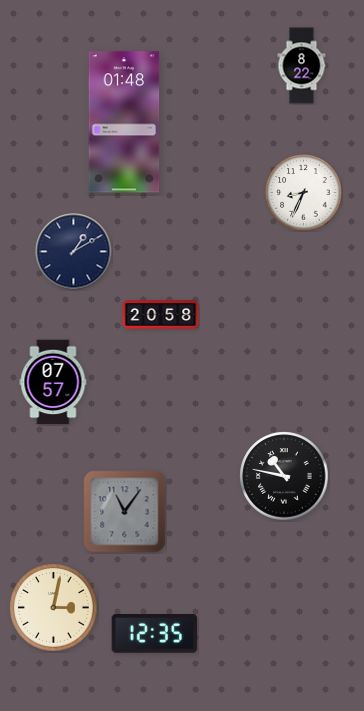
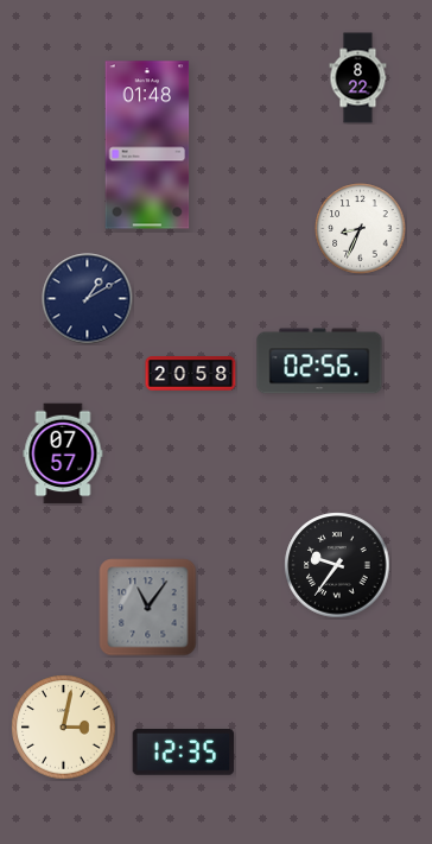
clock at (319, 361): none -> 02:56
clock at (284, 476): 10:47 -> 9:36
clock at (54, 608) position: (54, 608) -> (64, 728)
